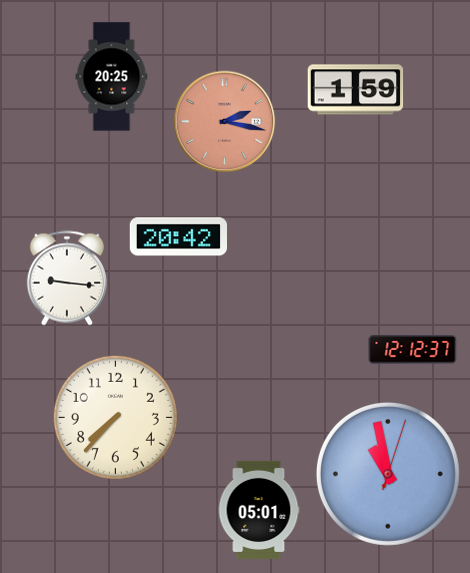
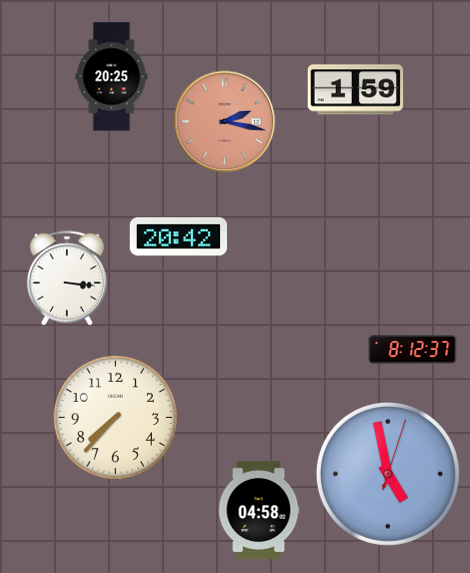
clock at (67, 278): 9:16 -> 3:16
clock at (413, 350): 12:12 -> 8:12
clock at (388, 474): 10:58 -> 4:58
clock at (259, 510): 05:01 -> 04:58
